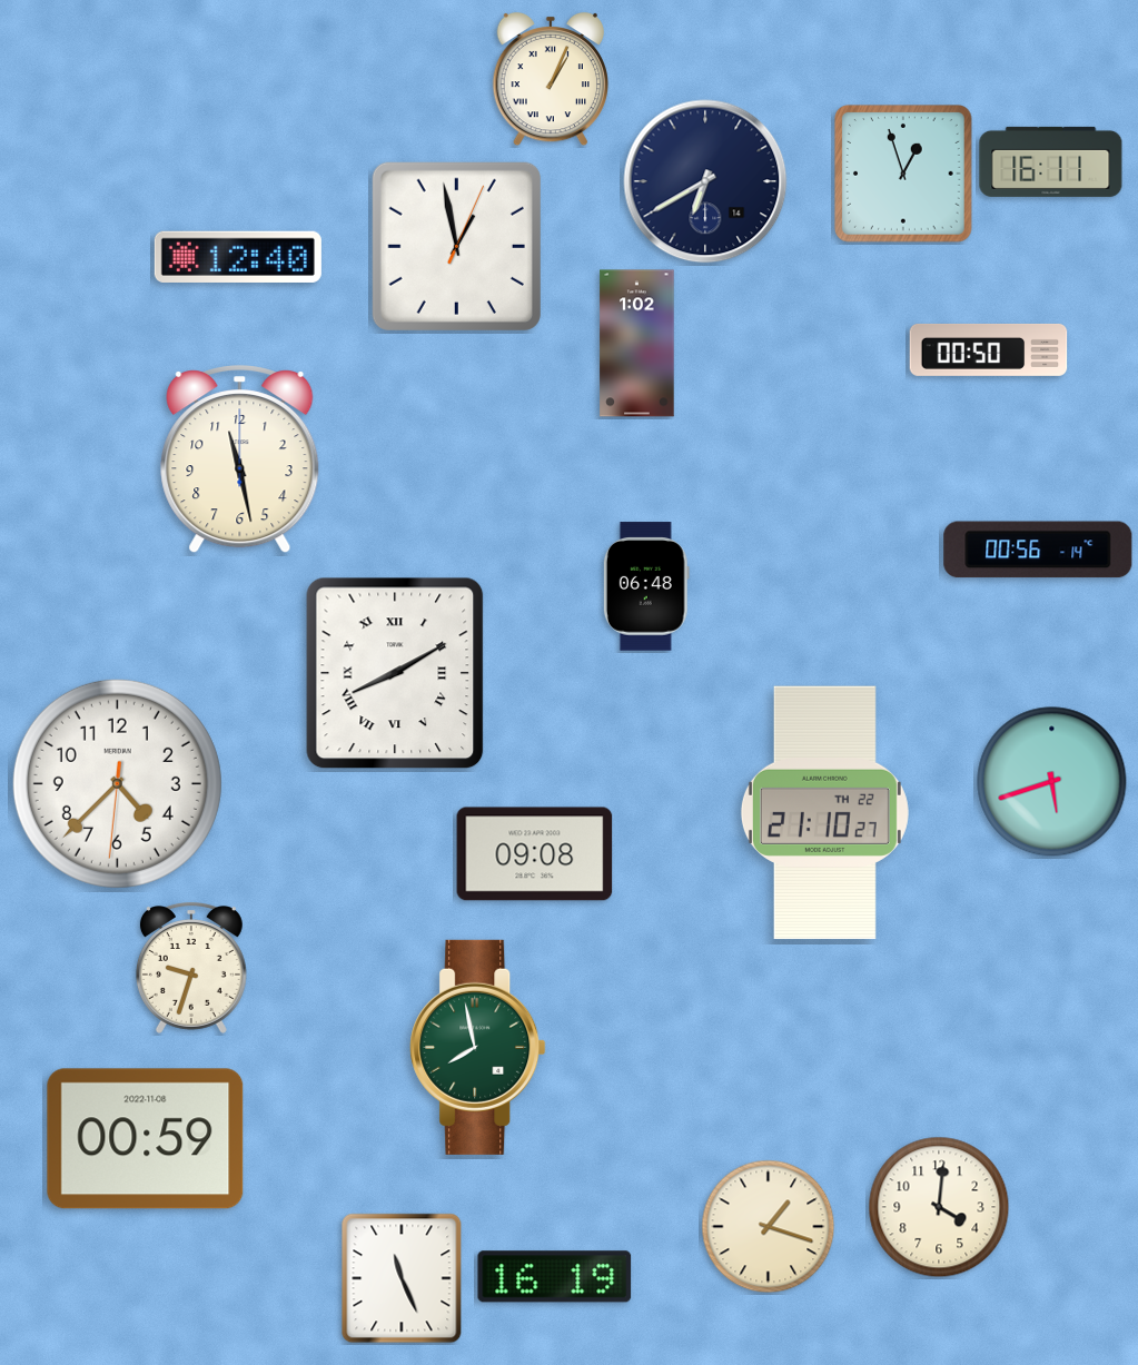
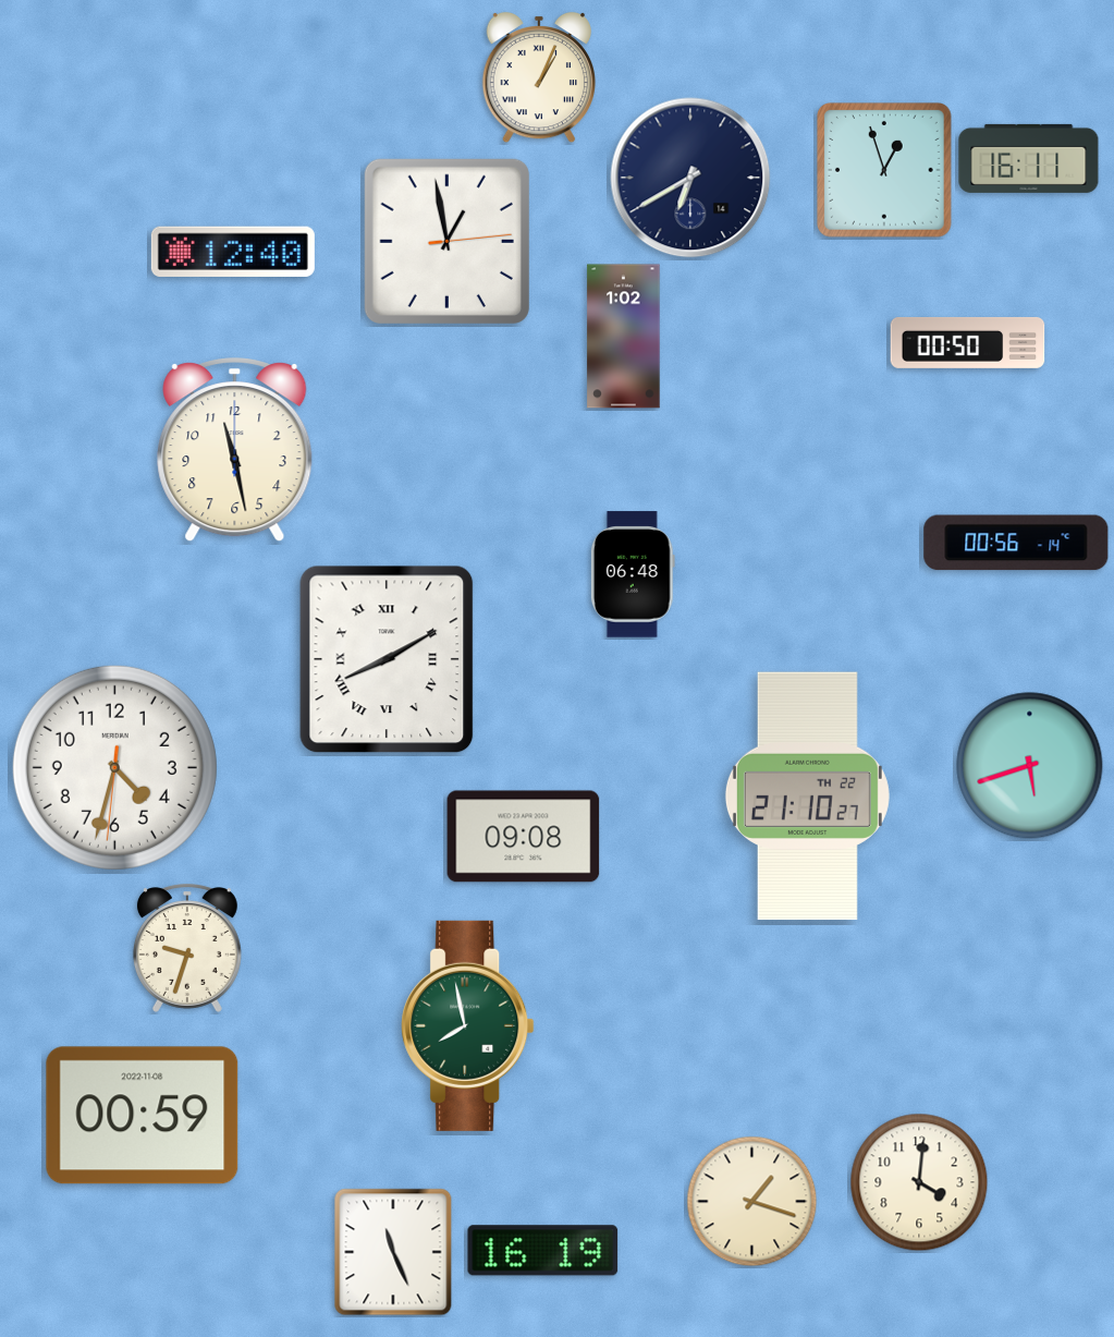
clock at (456, 246): 12:58:04 -> 12:58:14
clock at (1038, 550) position: (1038, 550) -> (1016, 543)
clock at (117, 783): 4:37 -> 4:32
